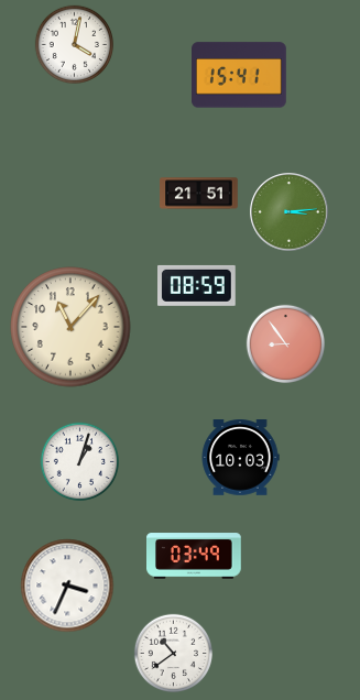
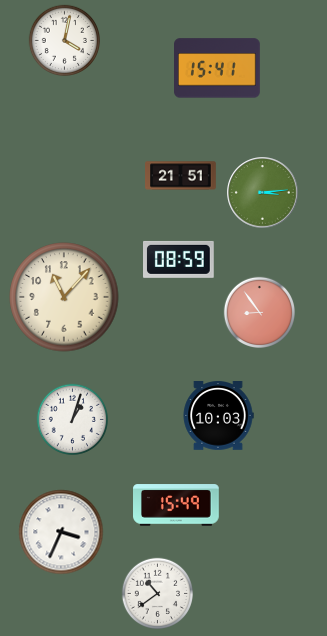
clock at (74, 44) position: (74, 44) -> (64, 40)
clock at (195, 556): 03:49 -> 15:49
